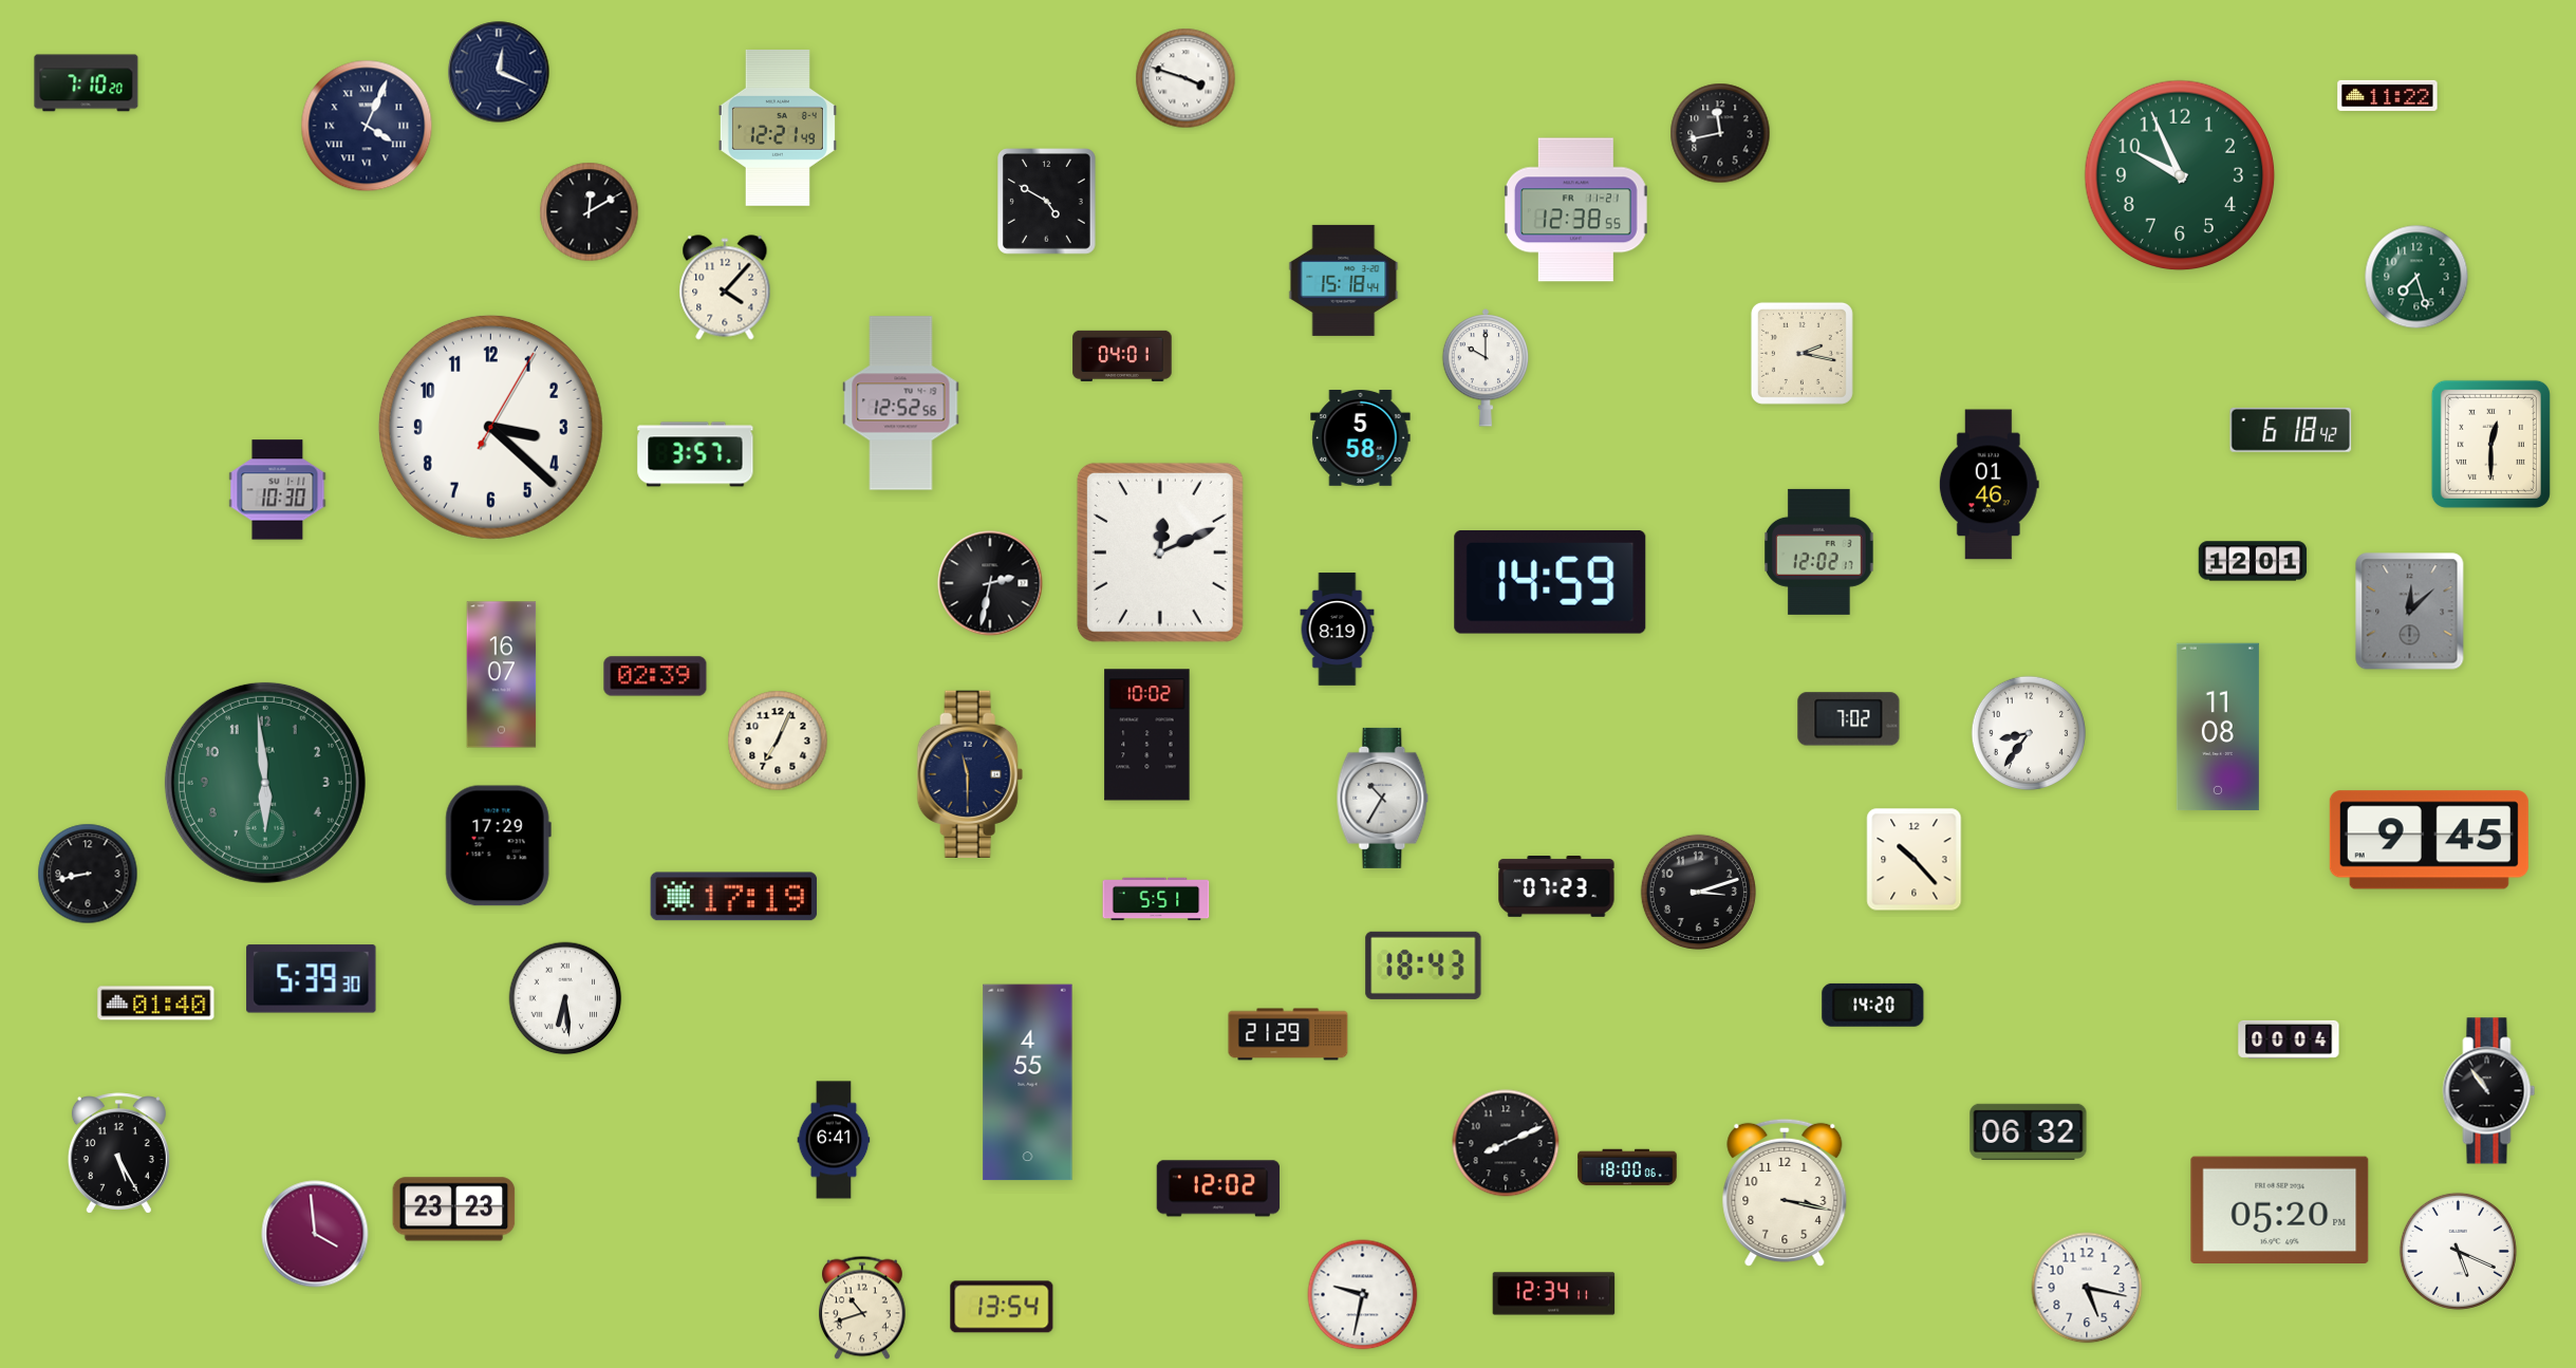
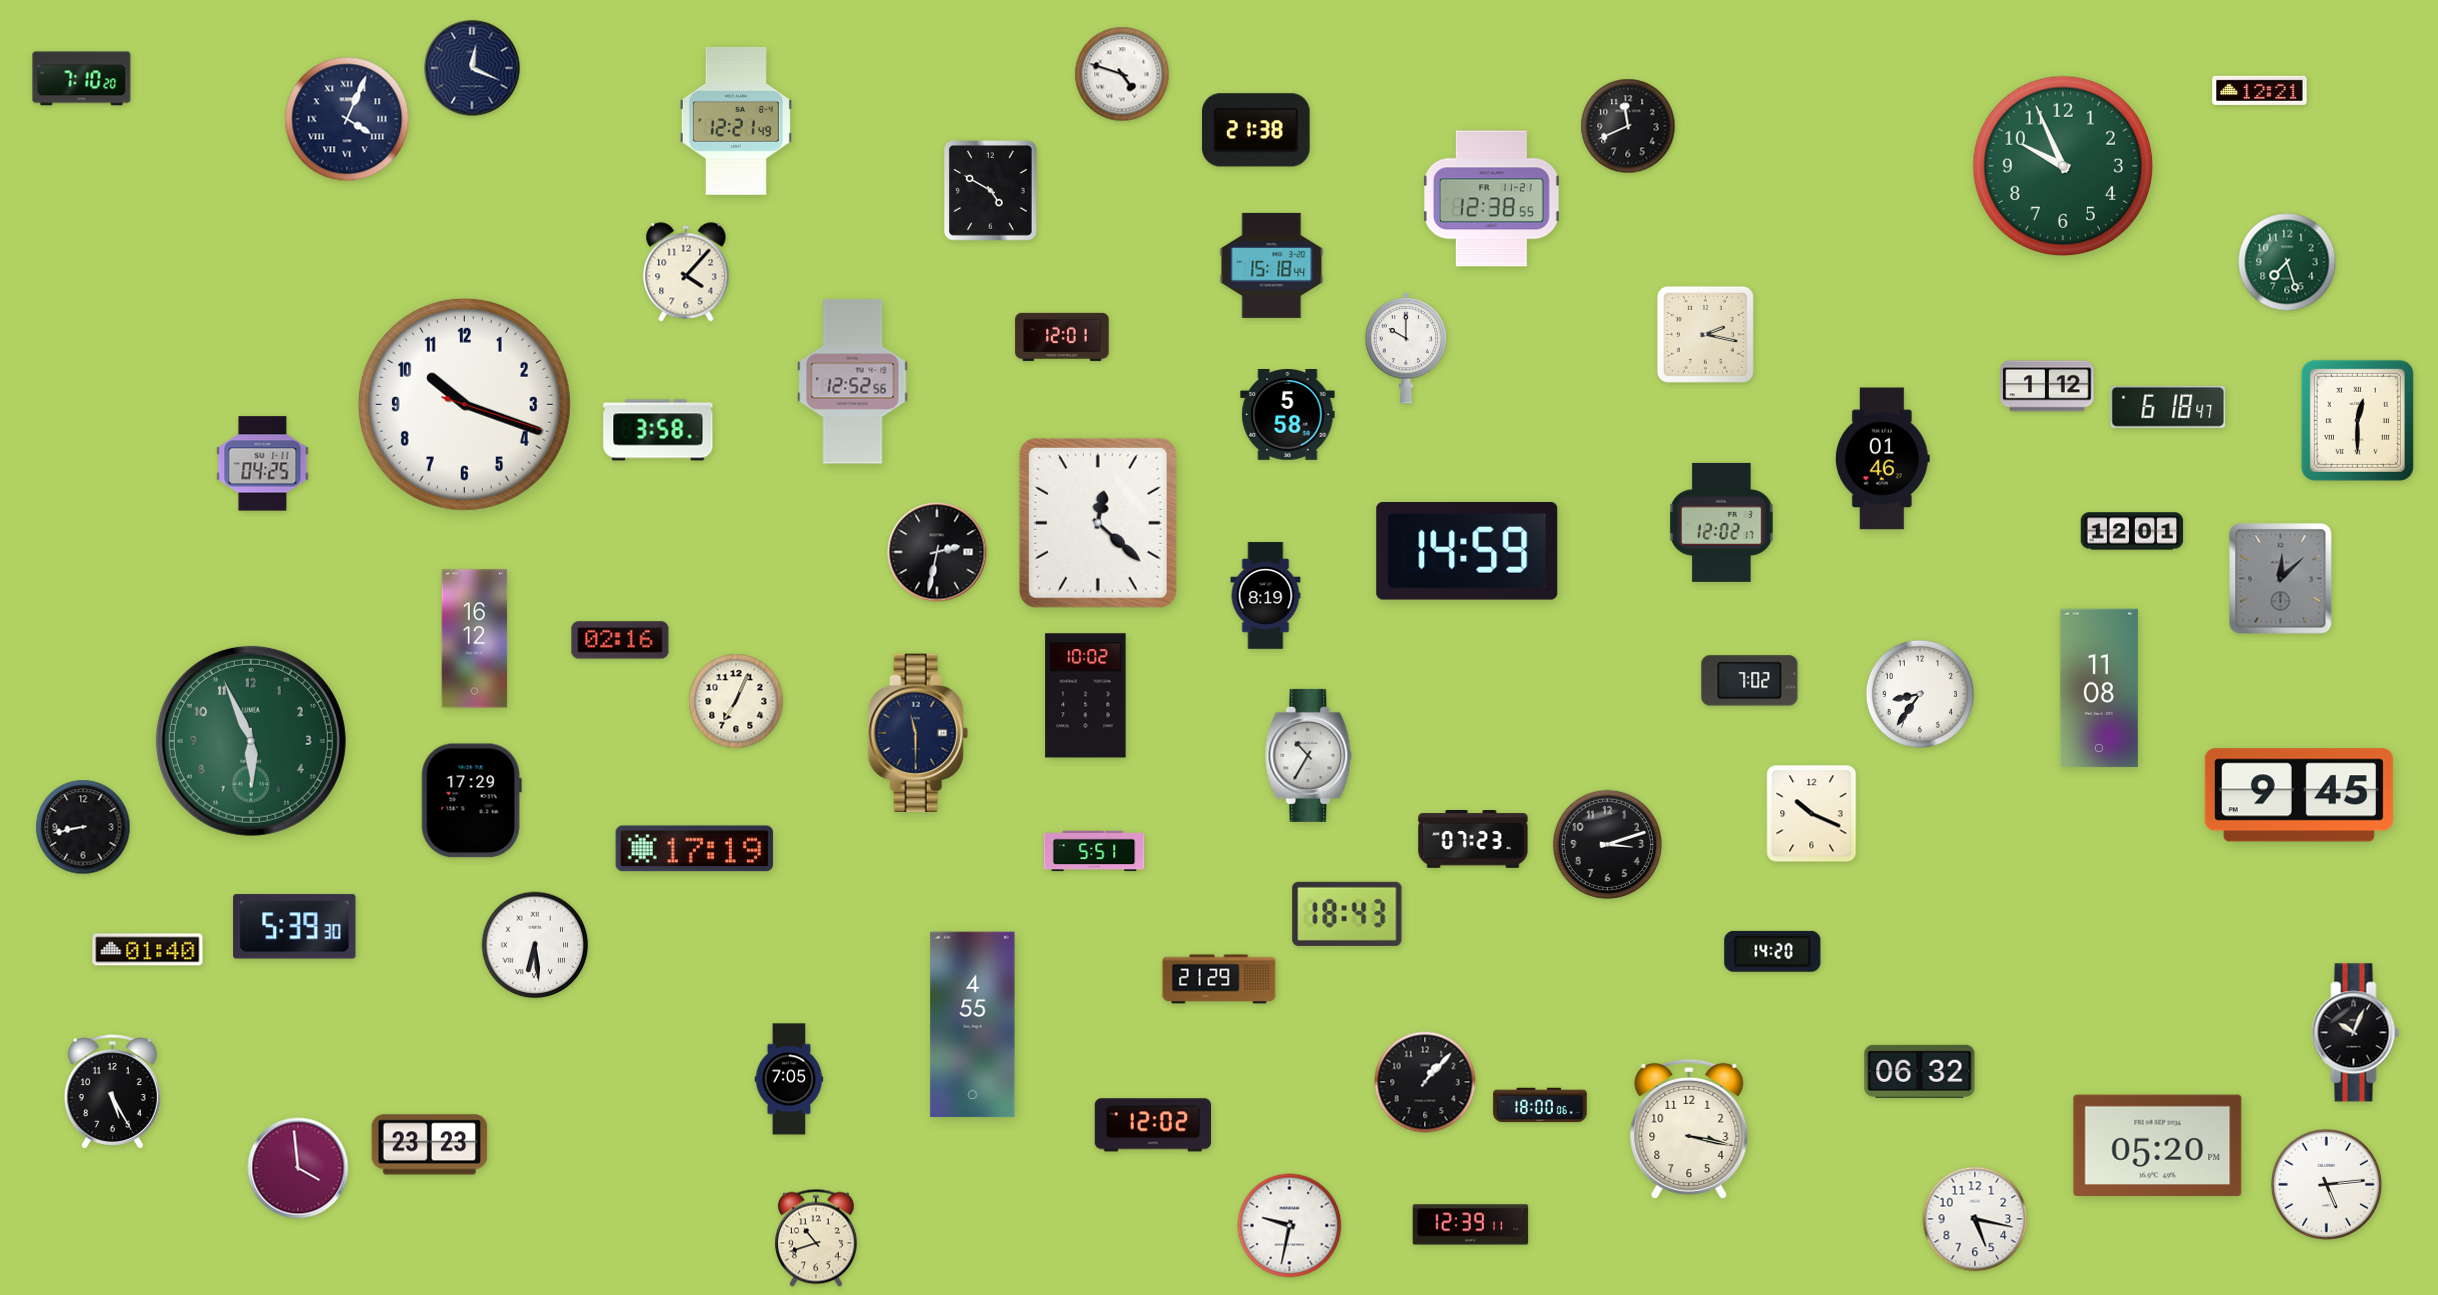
clock at (1186, 78): 3:48 -> 4:48
clock at (2388, 95): 11:22 -> 12:21
clock at (1720, 133): 11:43 -> 11:41
clock at (1256, 130): none -> 21:38
clock at (590, 212): 12:10 -> none
clock at (1122, 356): 04:01 -> 12:01
clock at (2047, 386): none -> 1:12
clock at (490, 427): 3:22 -> 10:18
clock at (2291, 430): 6:18:42 -> 6:18:47
clock at (695, 454): 3:57 -> 3:58
clock at (278, 490): 10:30 -> 04:25
clock at (1160, 552): 12:11 -> 12:22
clock at (502, 675): 16:07 -> 16:12
clock at (655, 676): 02:39 -> 02:16
clock at (265, 783): 5:59 -> 5:56
clock at (1915, 860): 10:23 -> 10:19
clock at (2289, 1039): 00:04 -> none
clock at (2489, 1091): 10:54 -> 10:04
clock at (834, 1140): 6:41 -> 7:05
clock at (1506, 1143): 8:11 -> 1:07
clock at (2458, 1251): 5:19 -> 5:14
clock at (1554, 1294): 12:34 -> 12:39
clock at (1002, 1307): 13:54 -> none
